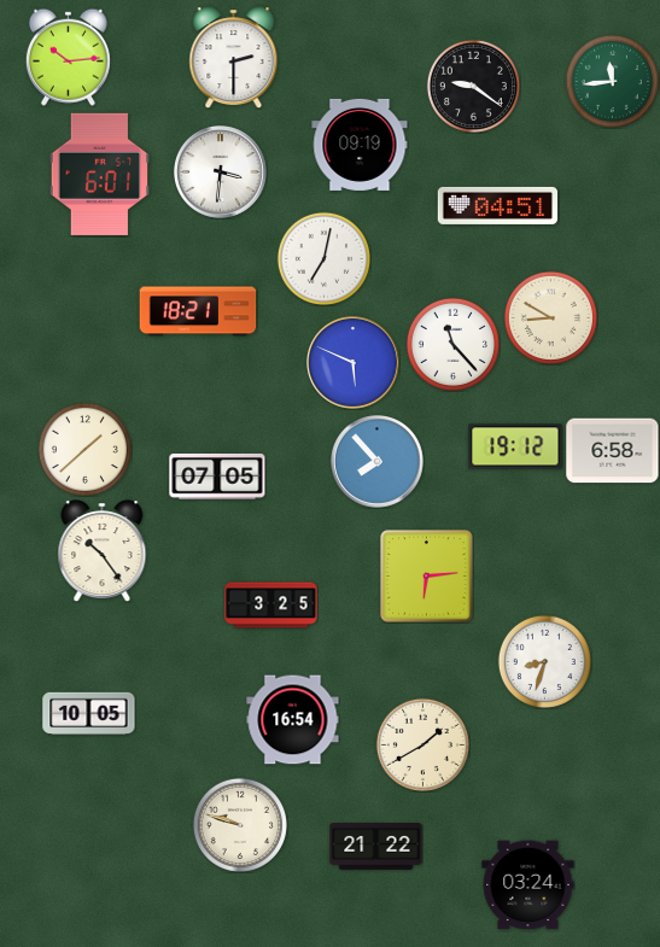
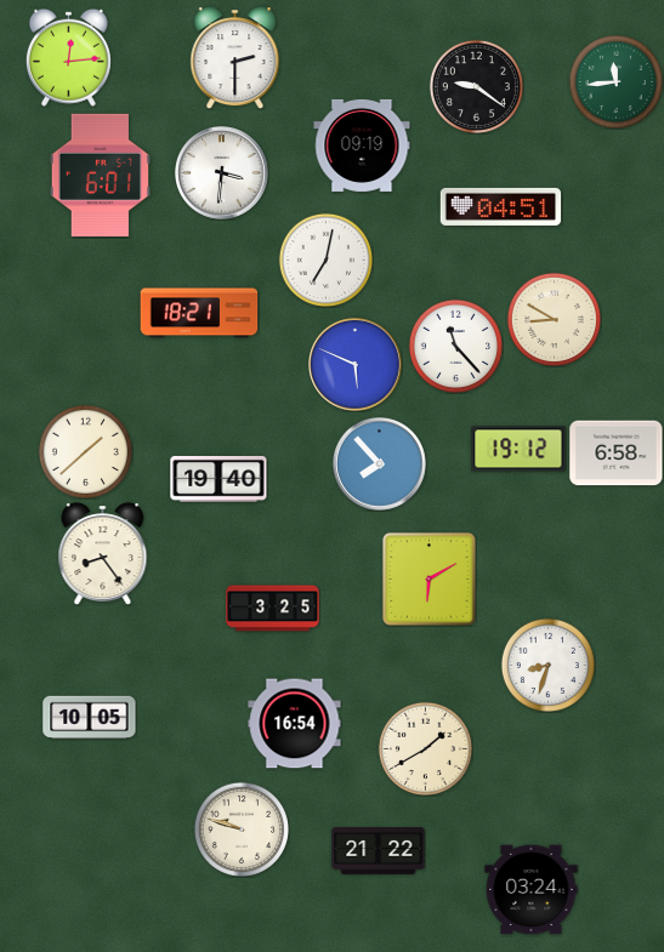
clock at (68, 57): 10:14 -> 12:14
clock at (217, 477): 07:05 -> 19:40
clock at (103, 551): 10:24 -> 8:24
clock at (427, 577): 6:14 -> 6:10
